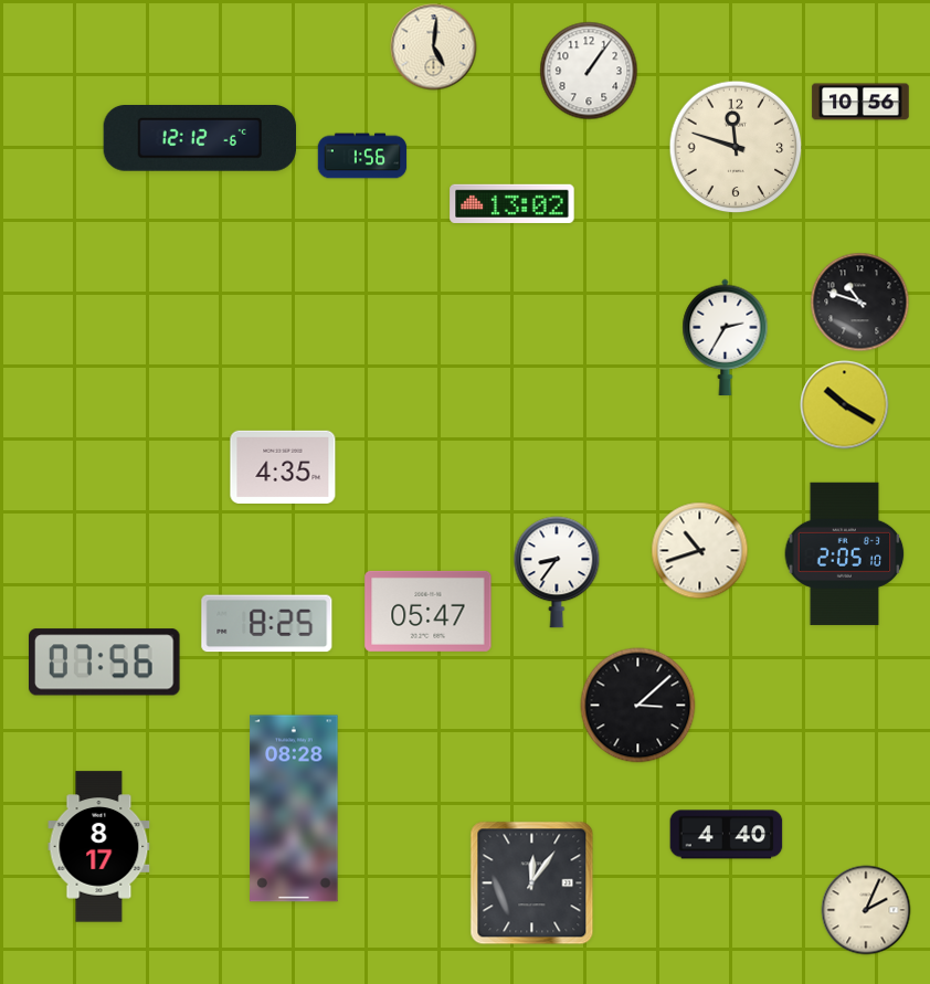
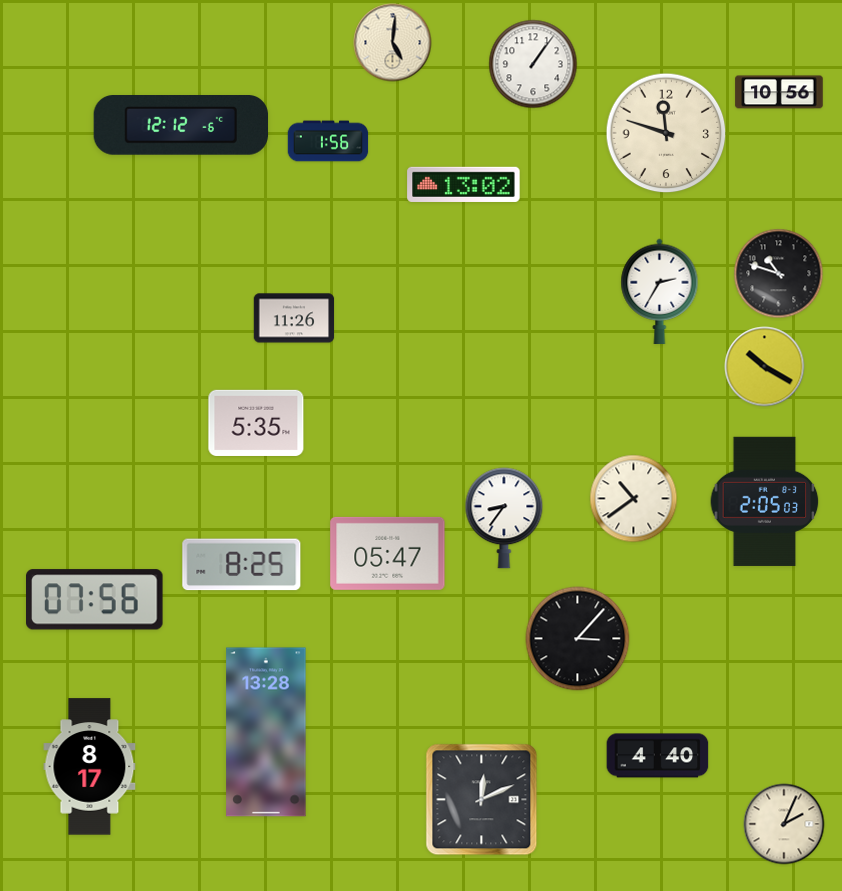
clock at (726, 337) position: (726, 337) -> (660, 291)
clock at (294, 318): none -> 11:26
clock at (283, 467): 4:35 -> 5:35
clock at (700, 551): 10:42 -> 10:39
clock at (845, 553): 2:05:10 -> 2:05:03
clock at (638, 706): 3:08 -> 3:07
clock at (294, 808): 08:28 -> 13:28
clock at (532, 884): 12:06 -> 12:11
